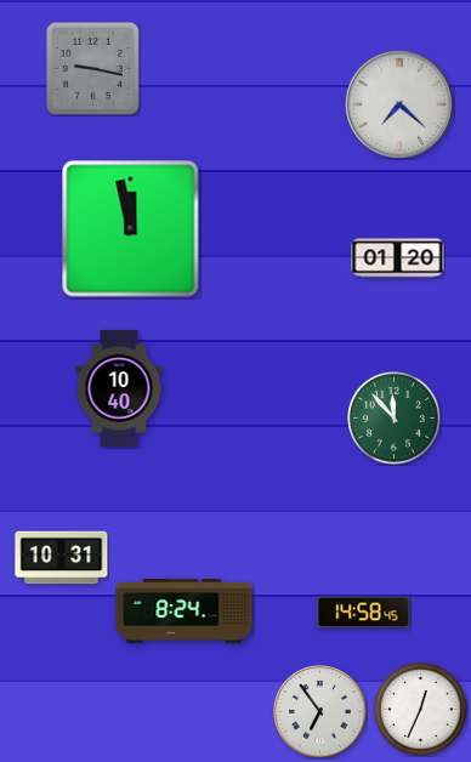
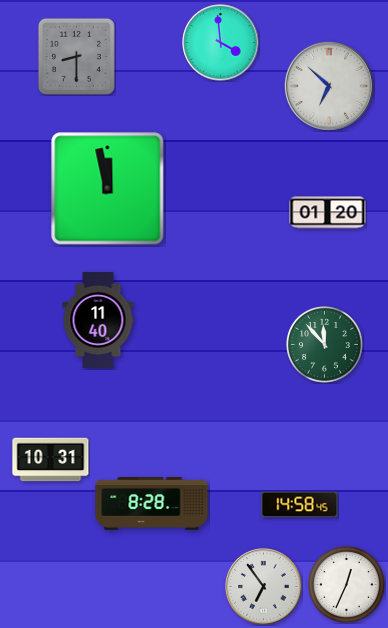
clock at (221, 43): none -> 3:59
clock at (92, 68): 9:17 -> 8:30
clock at (399, 104): 7:22 -> 6:52
clock at (119, 388): 10:40 -> 11:40
clock at (185, 612): 8:24 -> 8:28
